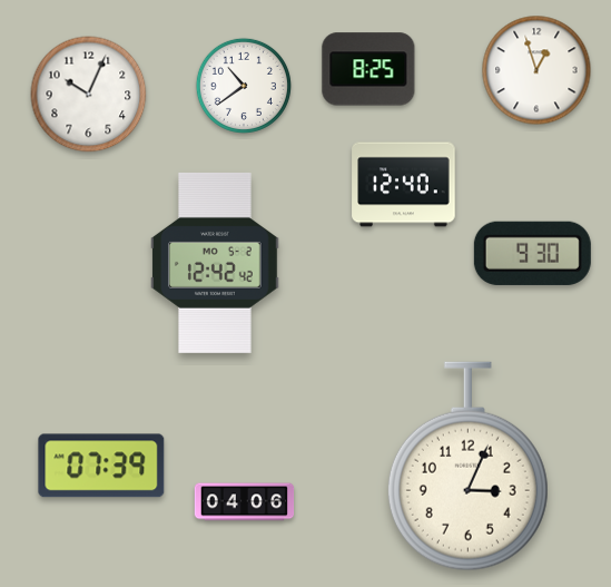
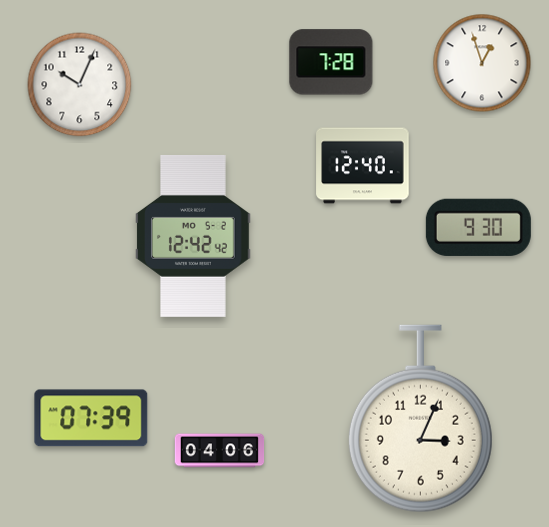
clock at (368, 69): 8:25 -> 7:28
clock at (244, 86): 10:39 -> none
